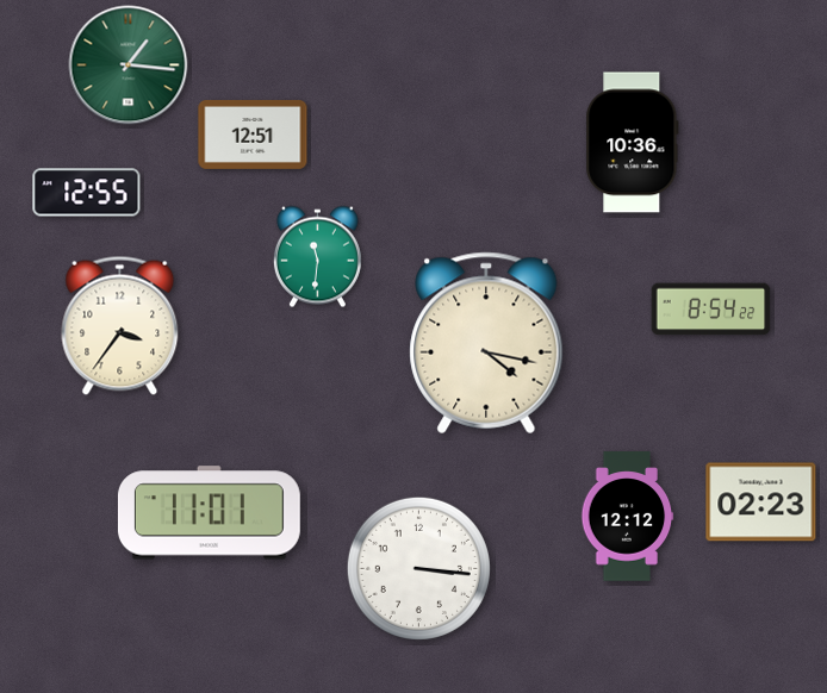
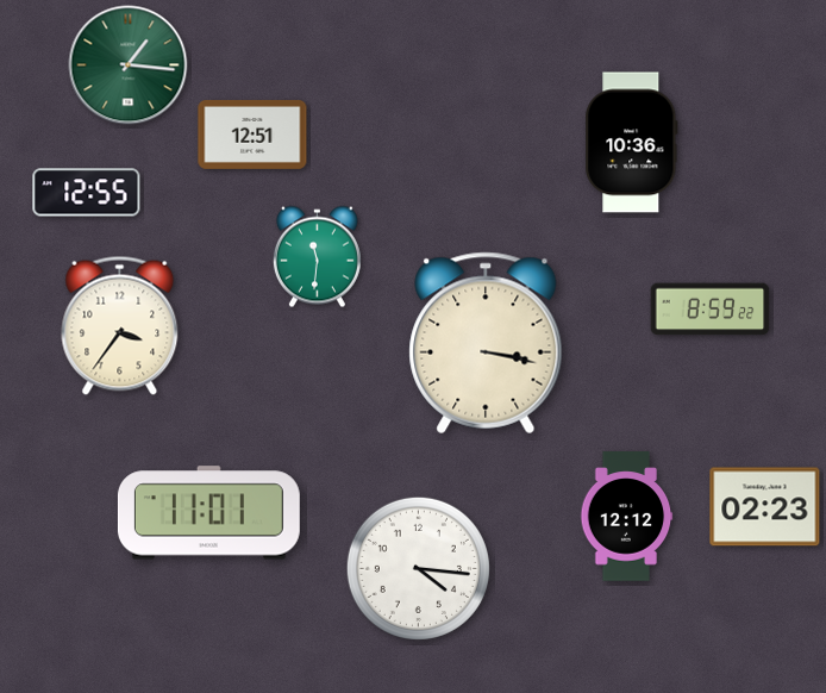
clock at (711, 310): 8:54 -> 8:59
clock at (486, 343): 4:17 -> 3:17
clock at (761, 502) position: (761, 502) -> (765, 507)
clock at (418, 568): 3:16 -> 4:16
